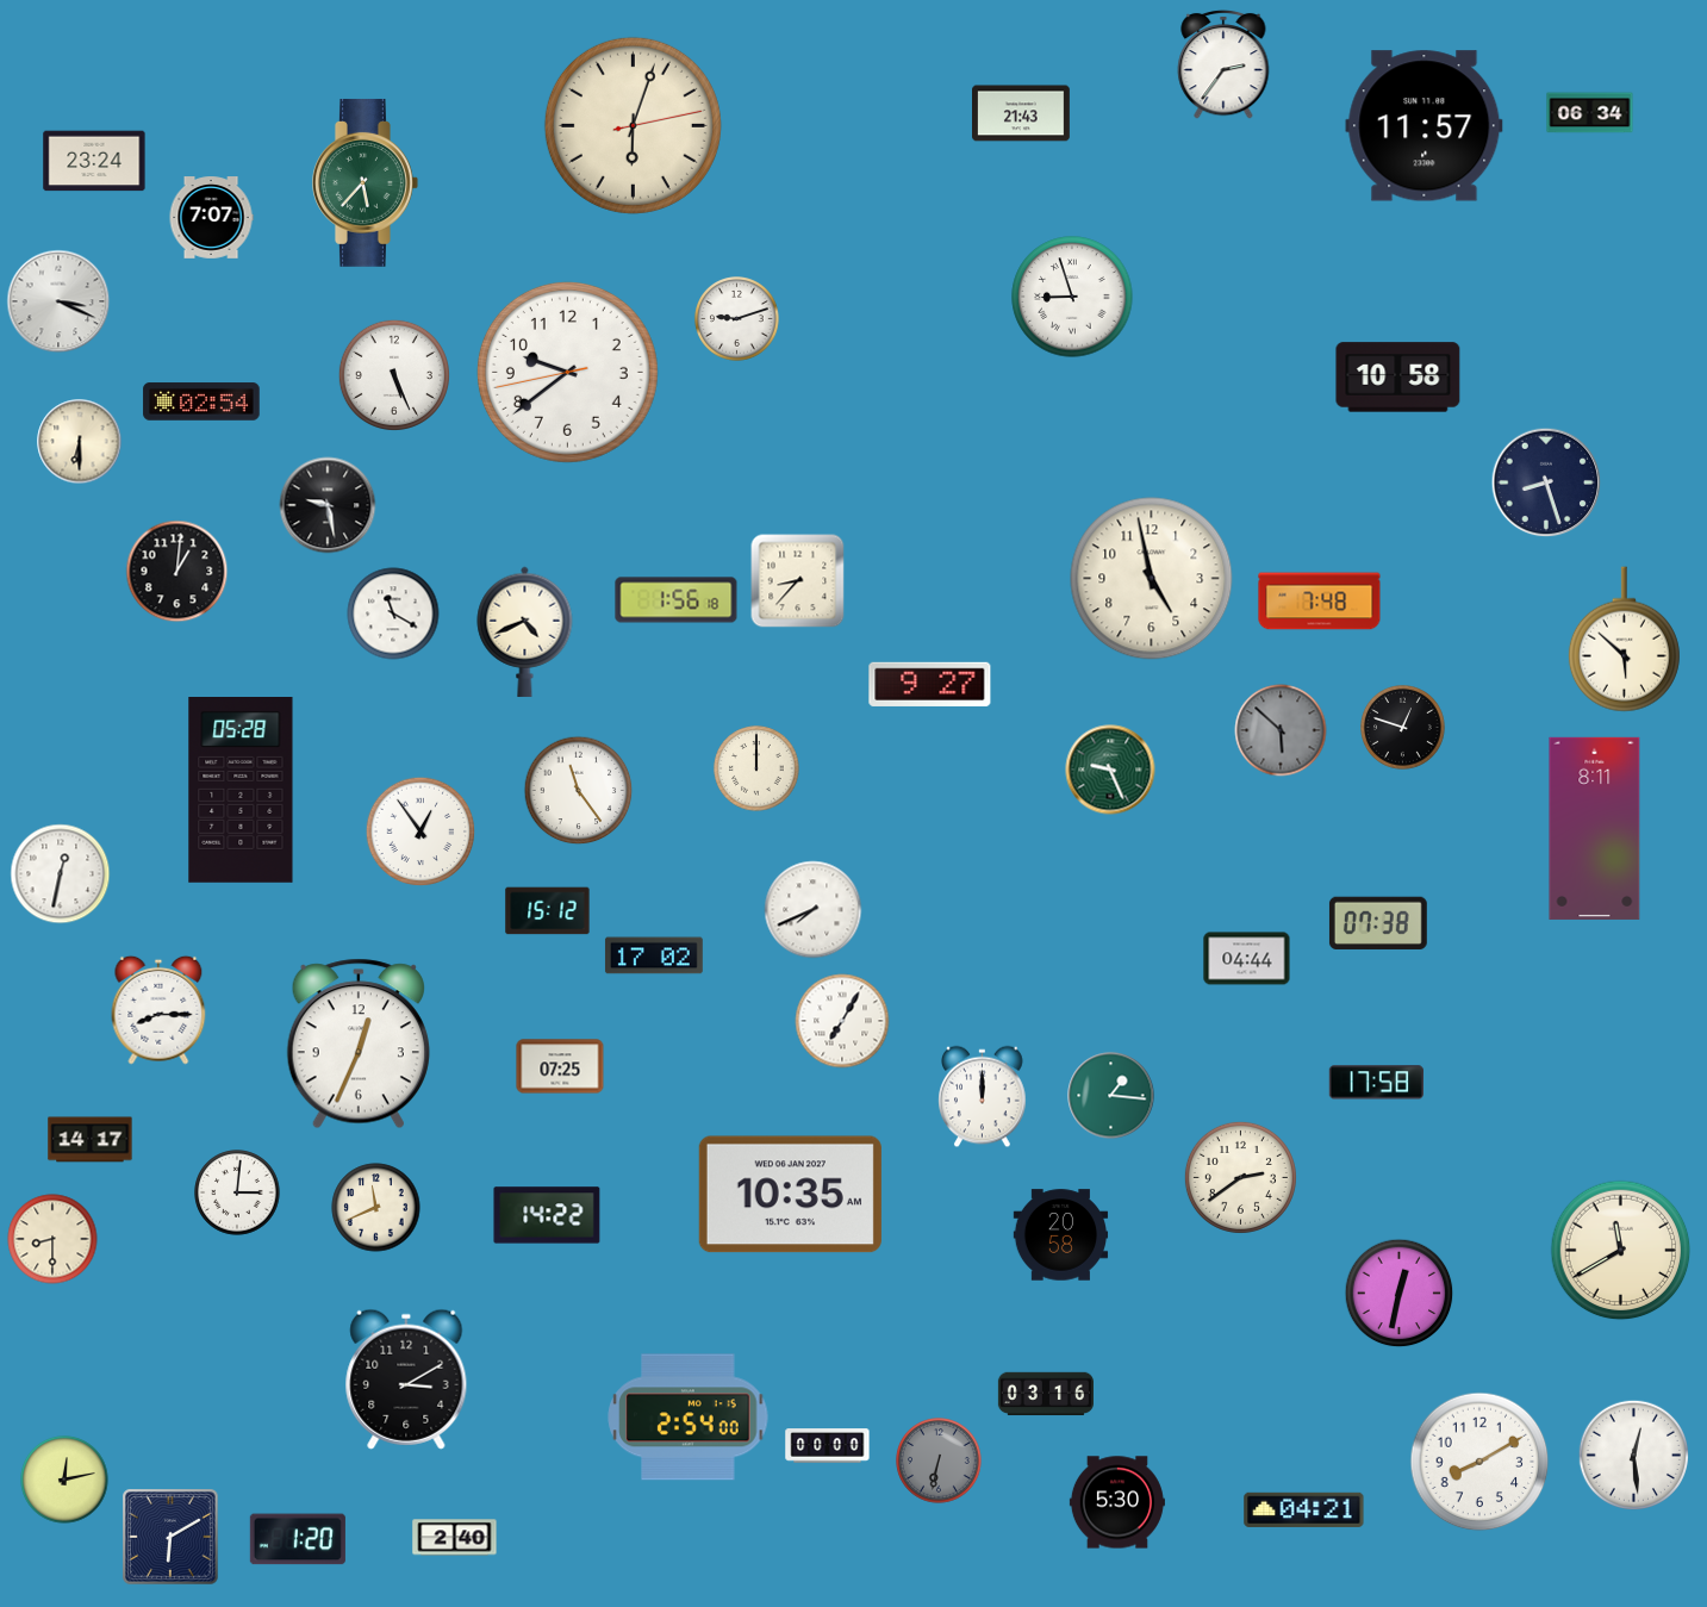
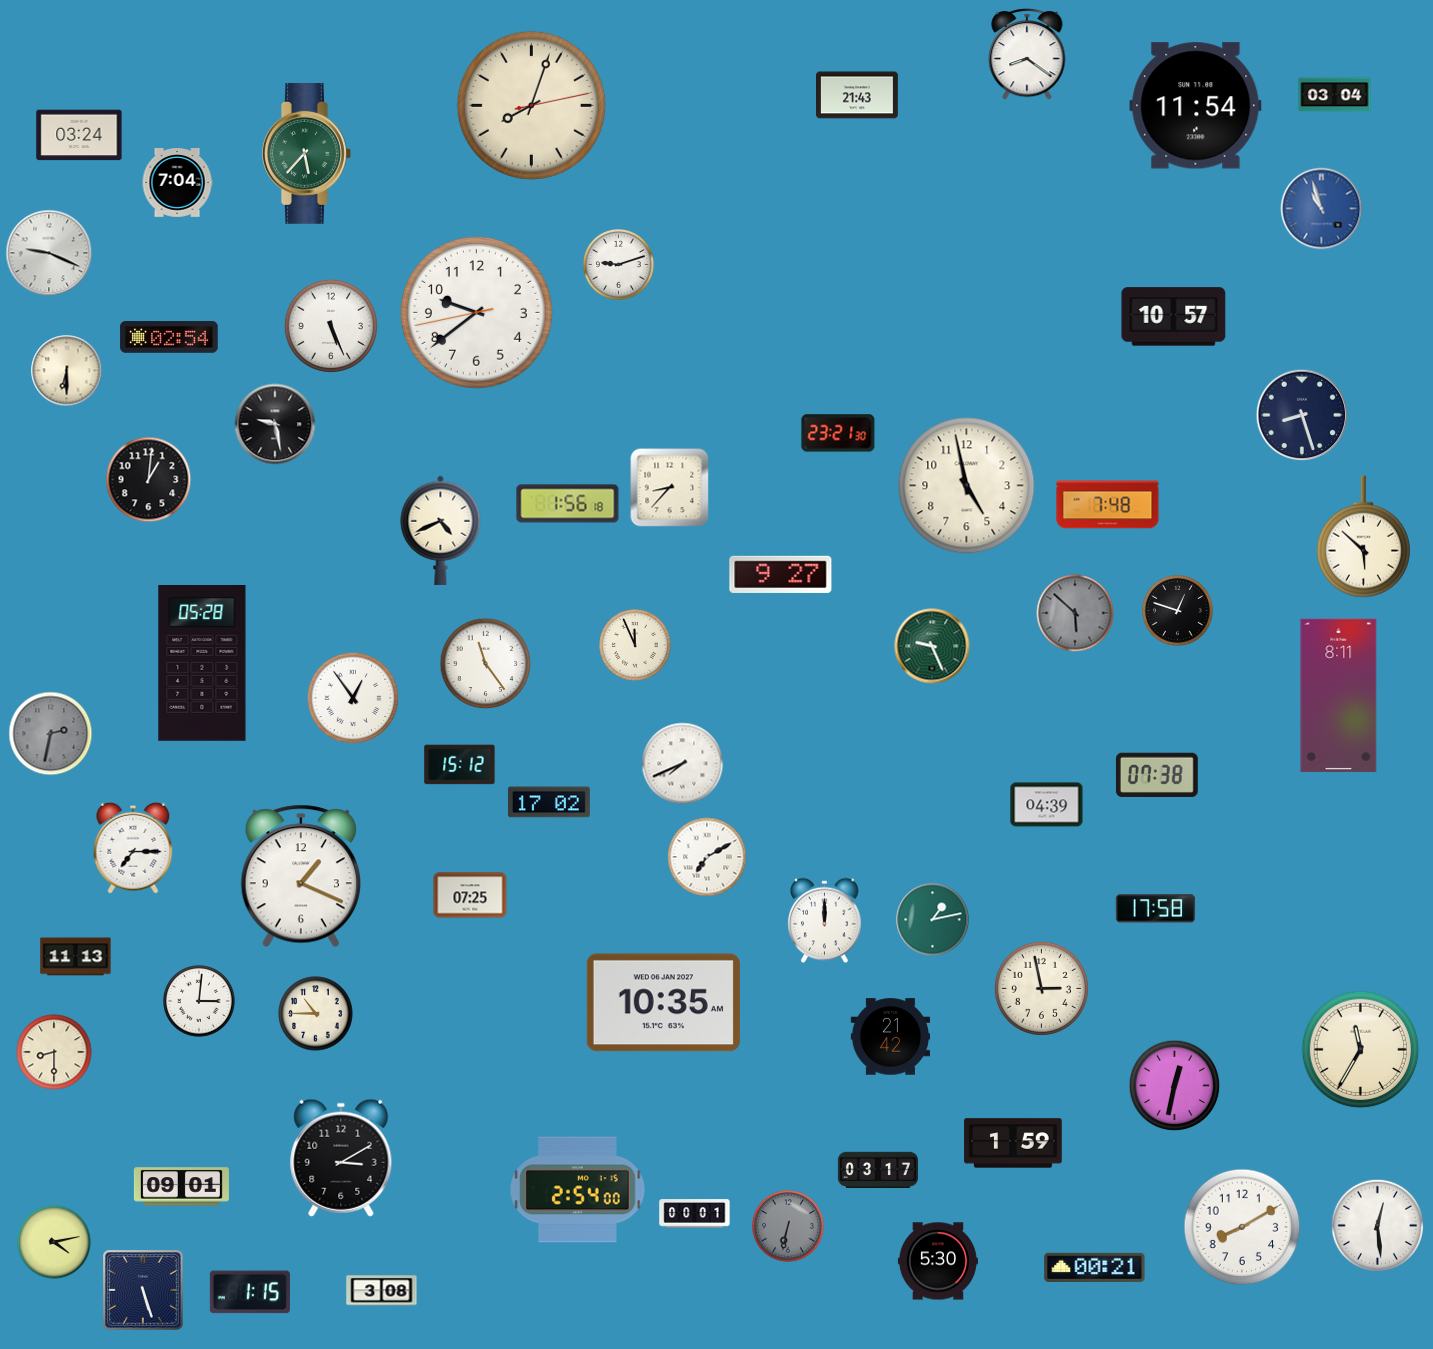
clock at (1223, 64): 2:36 -> 8:21
clock at (1590, 113): 06:34 -> 03:04
clock at (633, 125): 6:03 -> 8:03
clock at (1425, 126): 11:57 -> 11:54
clock at (94, 161): 23:24 -> 03:24
clock at (211, 218): 7:07 -> 7:04
clock at (1322, 209): none -> 10:57
clock at (1072, 297): 8:57 -> none
clock at (58, 301): 3:19 -> 9:19
clock at (737, 319) position: (737, 319) -> (619, 265)
clock at (394, 375) position: (394, 375) -> (331, 326)
clock at (1398, 378): 10:58 -> 10:57
clock at (1546, 482) position: (1546, 482) -> (1302, 415)
clock at (838, 433): none -> 23:21
clock at (393, 613): 11:20 -> none
clock at (756, 768): 12:00 -> 11:56
clock at (61, 874): 12:32 -> 2:32
clock at (61, 874) dial: white -> grey
clock at (1247, 959): 04:44 -> 04:39
clock at (158, 1010): 8:15 -> 7:15
clock at (842, 1021): 7:05 -> 7:10
clock at (359, 1044): 12:34 -> 1:19
clock at (1111, 1096): 1:16 -> 1:13
clock at (91, 1140): 14:17 -> 11:13
clock at (1240, 1177): 2:39 -> 2:58
clock at (376, 1208): 11:41 -> 10:45
clock at (547, 1215): 14:22 -> none
clock at (1061, 1235): 20:58 -> 21:42
clock at (52, 1239) position: (52, 1239) -> (54, 1052)
clock at (1621, 1251): 11:40 -> 11:35
clock at (1013, 1143): none -> 1:59
clock at (1046, 1394): 03:16 -> 03:17
clock at (181, 1187): none -> 09:01
clock at (828, 1446): 00:00 -> 00:01
clock at (1633, 1455) position: (1633, 1455) -> (1377, 1225)
clock at (64, 1480): 12:13 -> 4:13
clock at (1304, 1509): 04:21 -> 00:21
clock at (170, 1537): 6:10 -> 5:27
clock at (455, 1538): 2:40 -> 3:08
clock at (298, 1539): 1:20 -> 1:15
